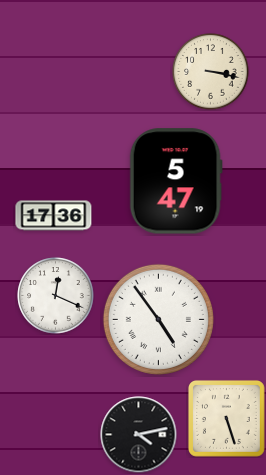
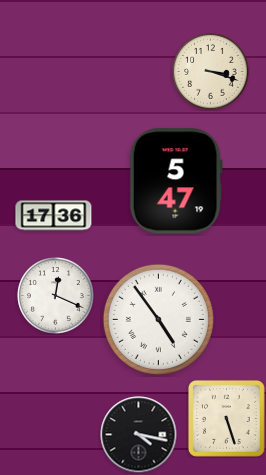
clock at (211, 72): 3:17 -> 3:18
clock at (139, 435): 4:13 -> 4:17
